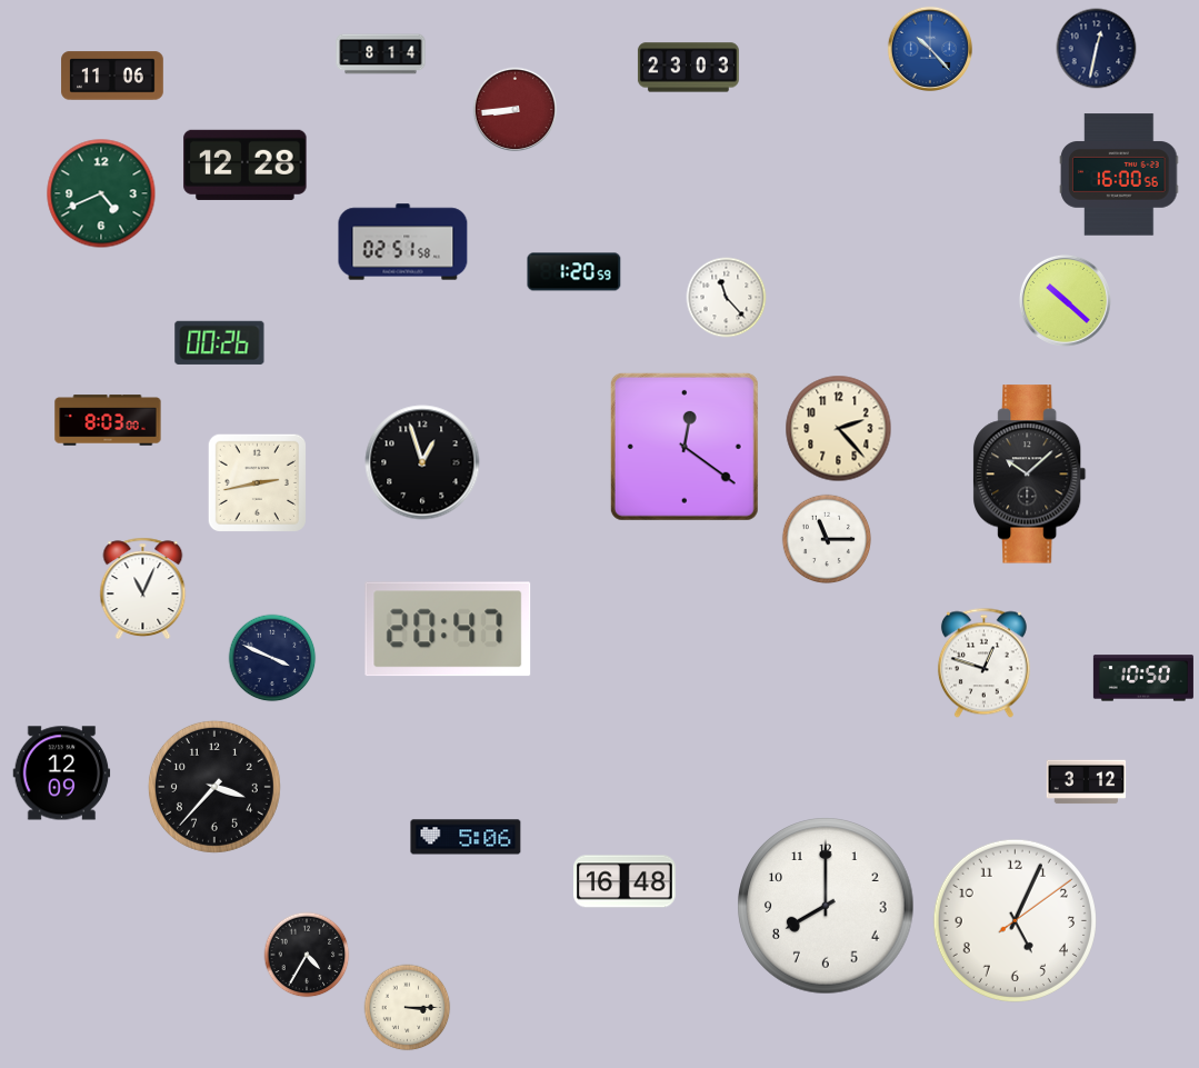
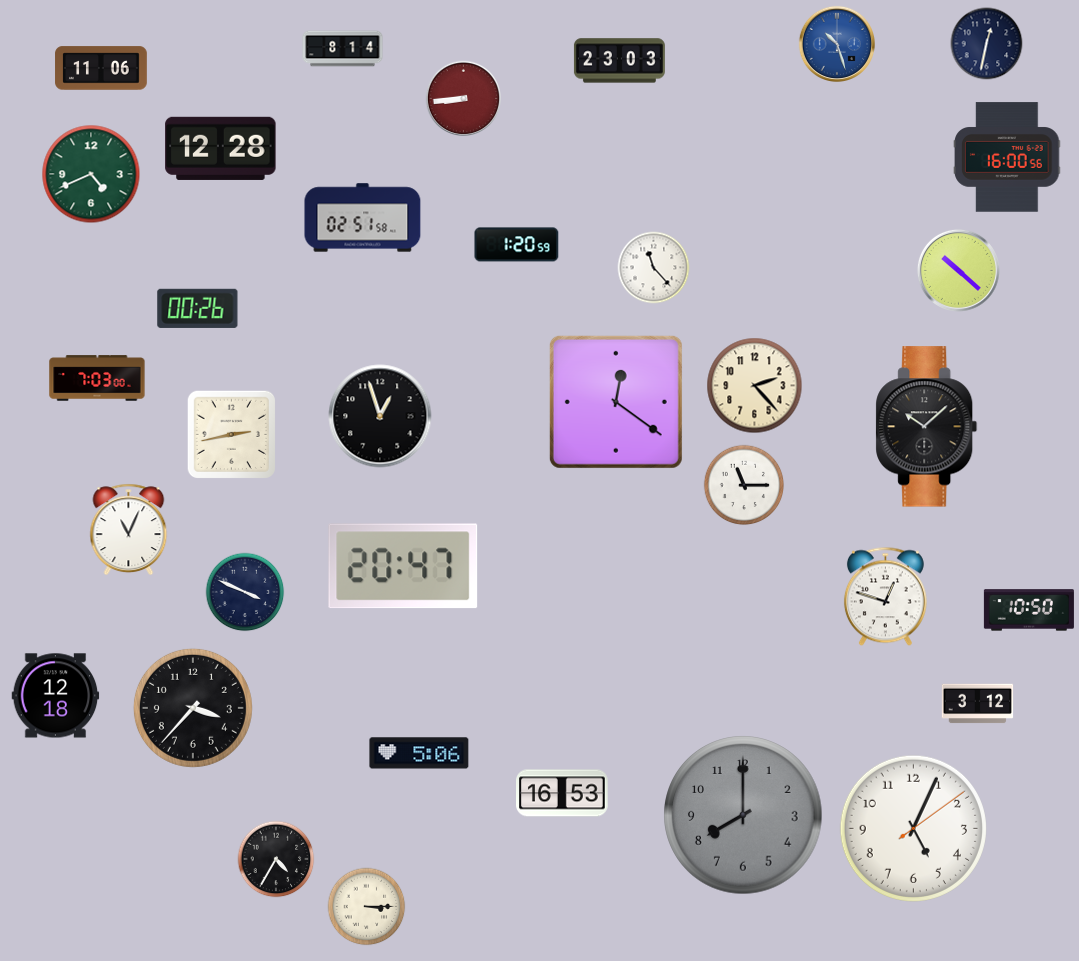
clock at (929, 48): 10:23 -> 10:27
clock at (108, 420): 8:03 -> 7:03
clock at (62, 773): 12:09 -> 12:18
clock at (626, 881): 16:48 -> 16:53
clock at (826, 906) dial: white -> grey
